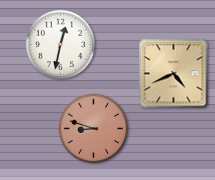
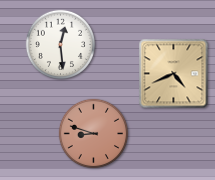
clock at (61, 45): 12:32 -> 12:29
clock at (94, 129) position: (94, 129) -> (94, 134)
